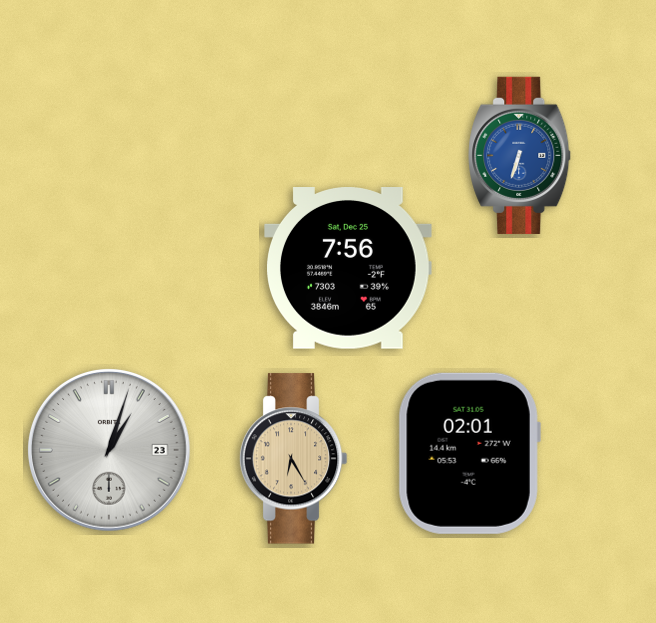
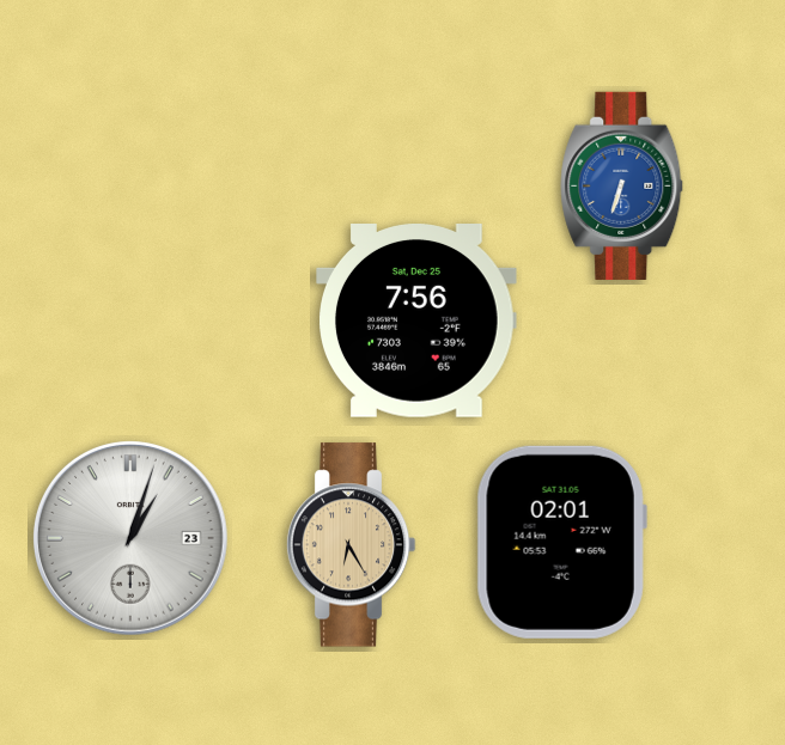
clock at (293, 459) position: (293, 459) -> (351, 545)
